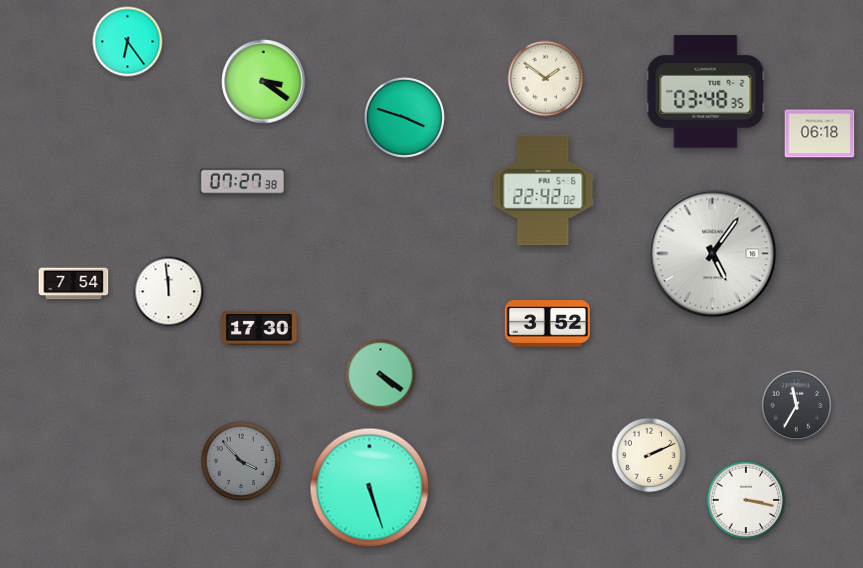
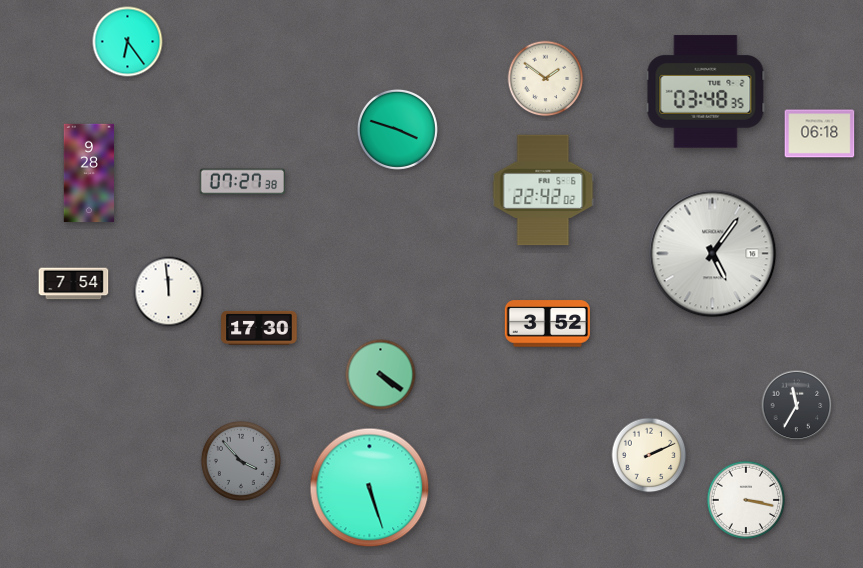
clock at (264, 82): 3:21 -> none
clock at (404, 117) position: (404, 117) -> (397, 129)
clock at (89, 173): none -> 9:28
